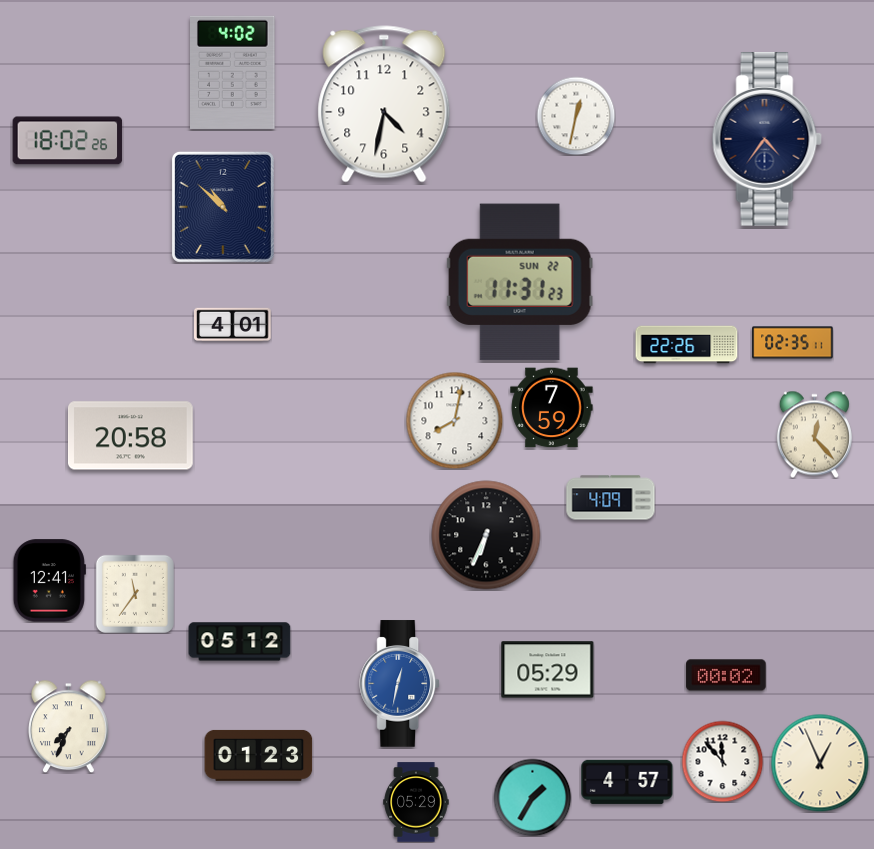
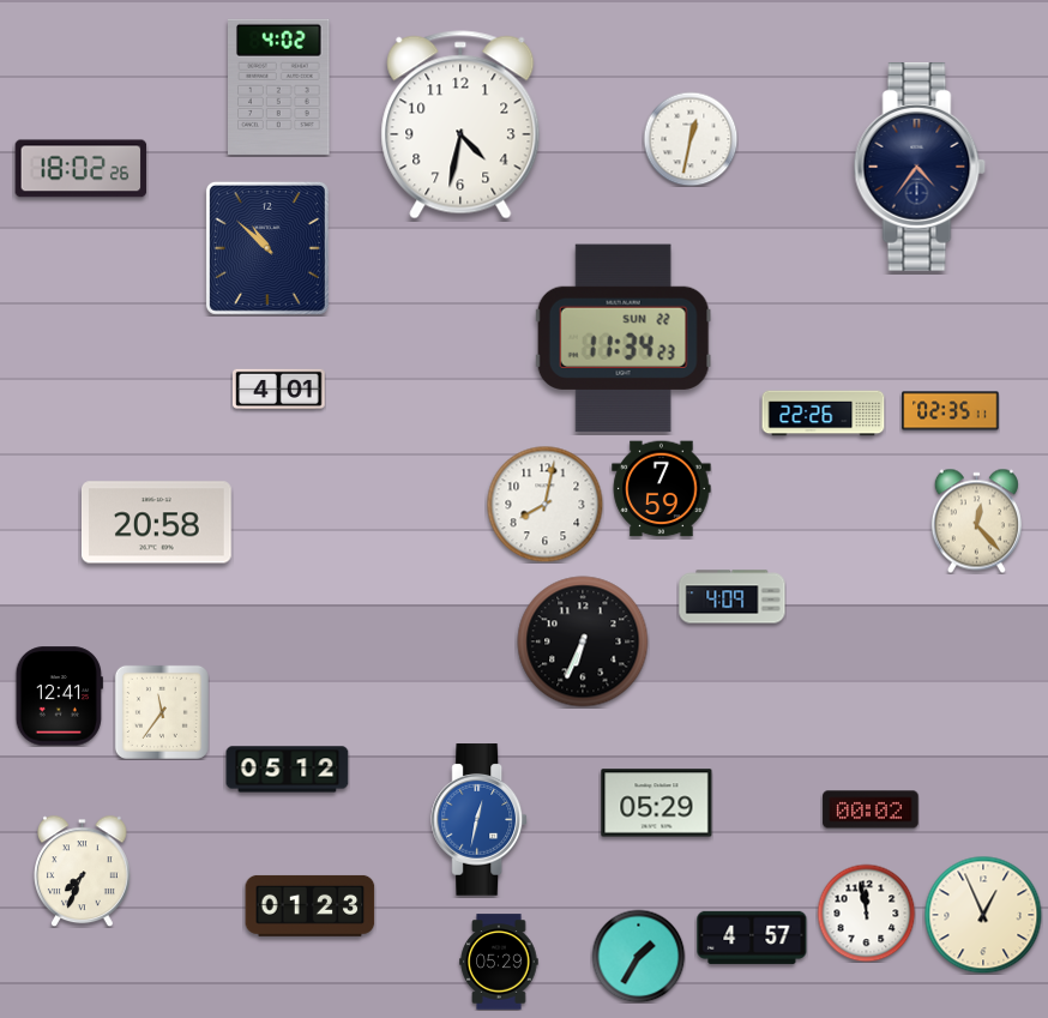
clock at (520, 282): 11:31 -> 11:34
clock at (722, 761): 11:53 -> 11:58
